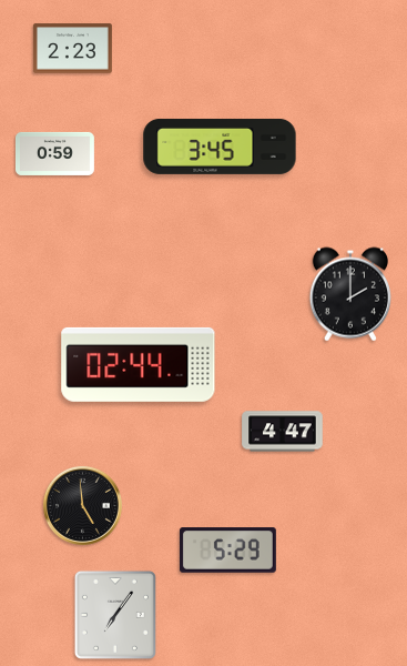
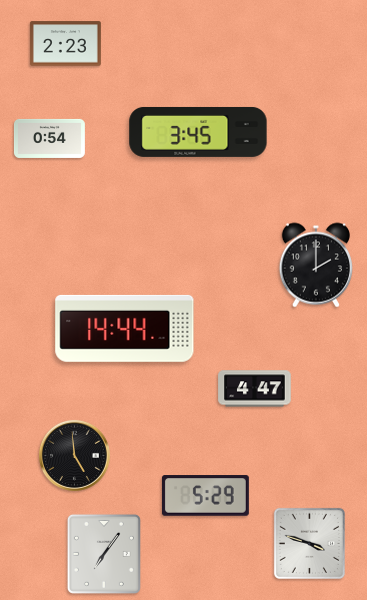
clock at (54, 153): 0:59 -> 0:54
clock at (139, 364): 02:44 -> 14:44
clock at (309, 543): none -> 3:48
